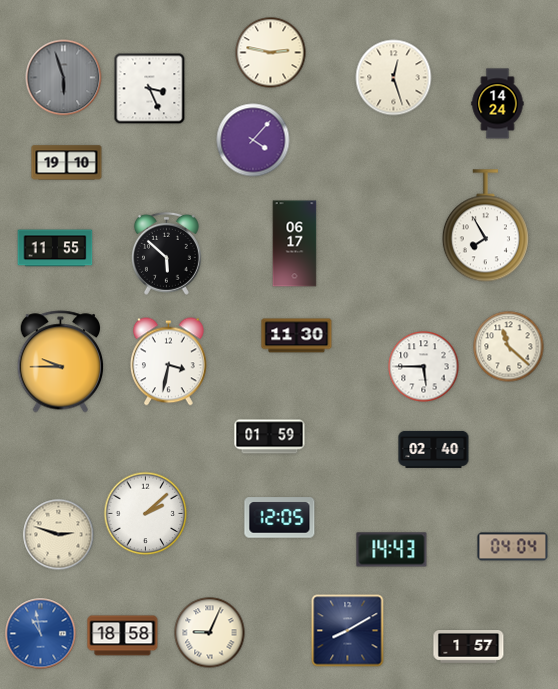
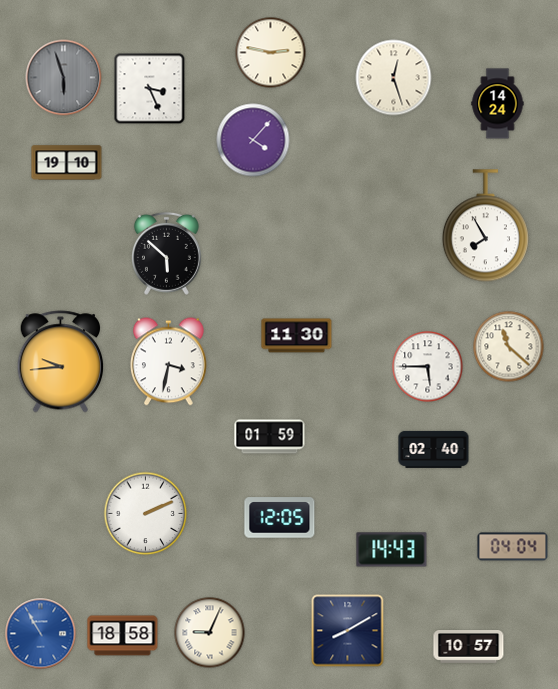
clock at (295, 244): 06:17 -> none
clock at (55, 248): 11:55 -> none
clock at (61, 362): 9:45 -> 9:44
clock at (424, 367) position: (424, 367) -> (428, 367)
clock at (146, 514): 2:08 -> 2:11
clock at (59, 535): 2:48 -> none
clock at (41, 634): 10:58 -> 10:55
clock at (469, 647): 1:57 -> 10:57
